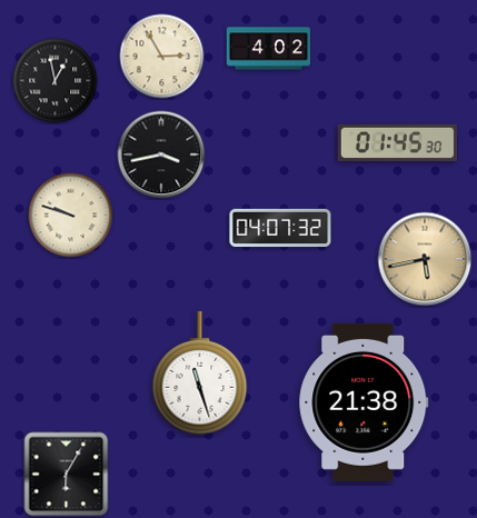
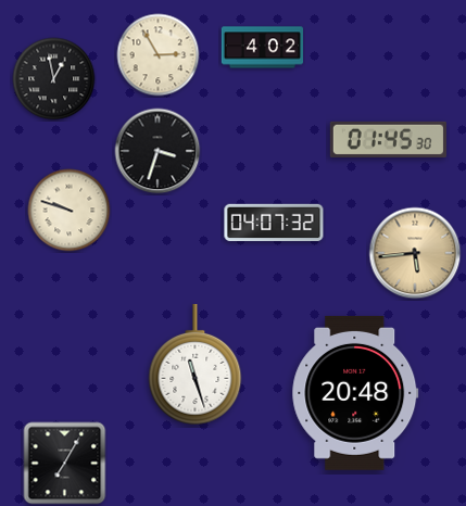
clock at (161, 155): 3:43 -> 3:33
clock at (425, 259): 5:43 -> 5:44
clock at (364, 402): 21:38 -> 20:48
clock at (67, 475): 6:05 -> 7:05
